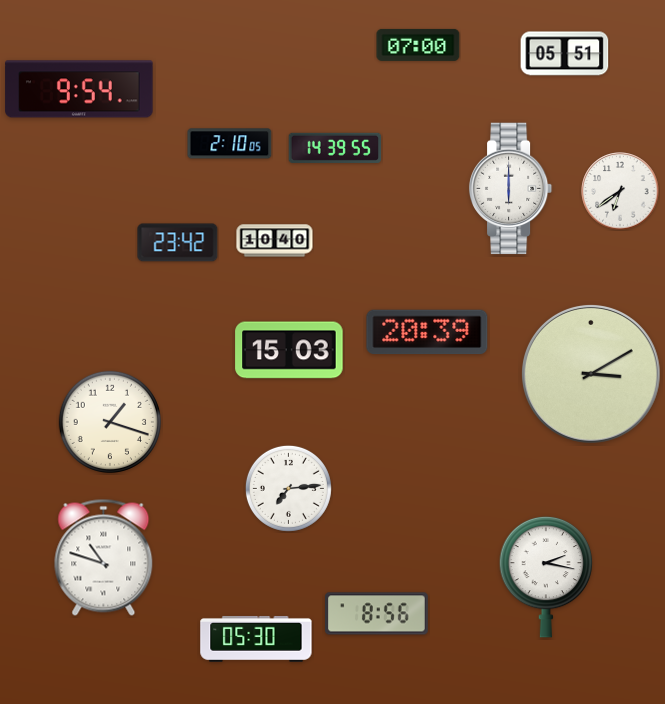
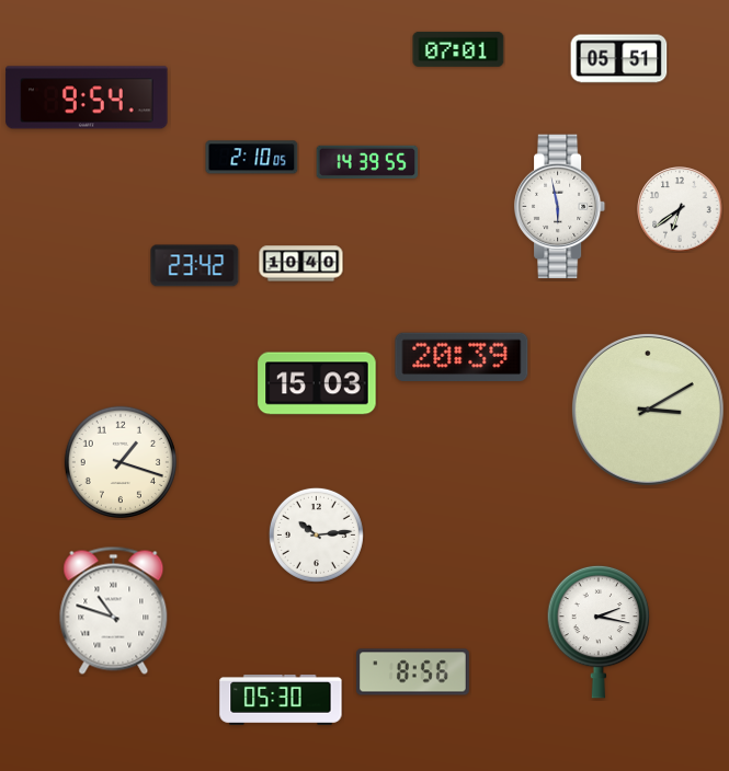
clock at (418, 45): 07:00 -> 07:01
clock at (511, 189): 6:00 -> 5:58
clock at (427, 332) position: (427, 332) -> (462, 357)
clock at (288, 488): 7:14 -> 10:14
